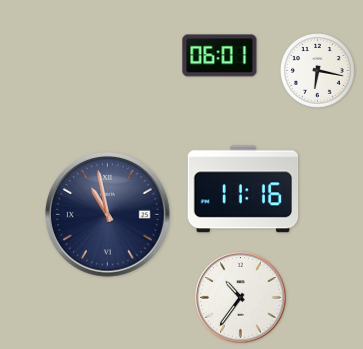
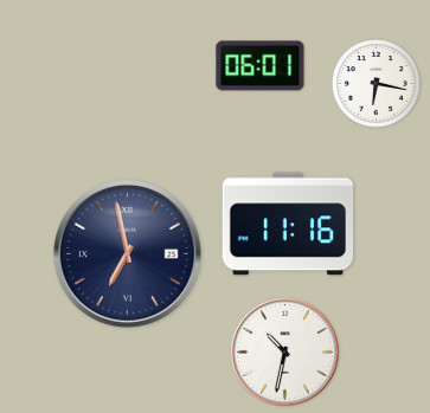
clock at (108, 215): 10:58 -> 6:58
clock at (241, 298): 10:36 -> 10:32
